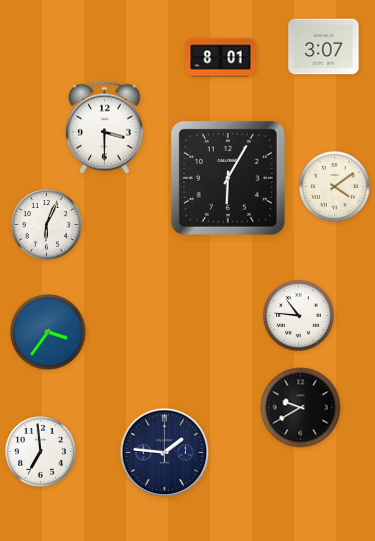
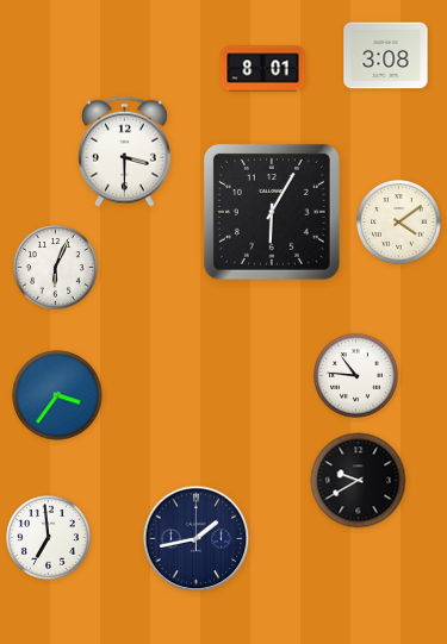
clock at (324, 47): 3:07 -> 3:08
clock at (301, 408) position: (301, 408) -> (359, 481)
clock at (165, 453): 1:46 -> 1:43
